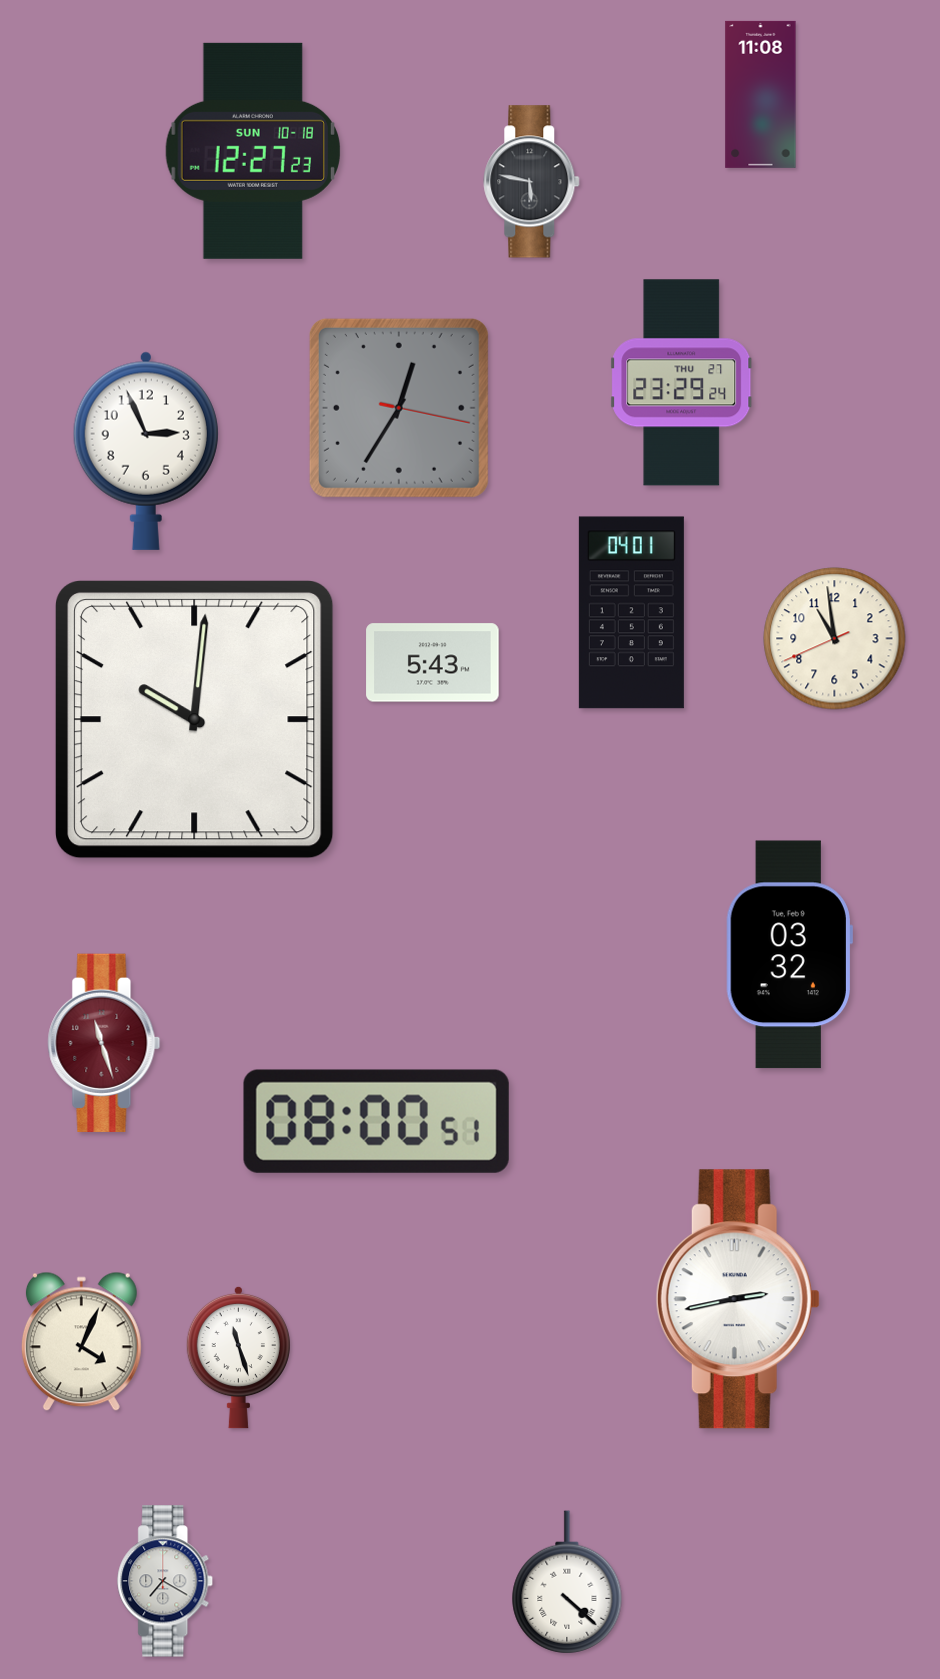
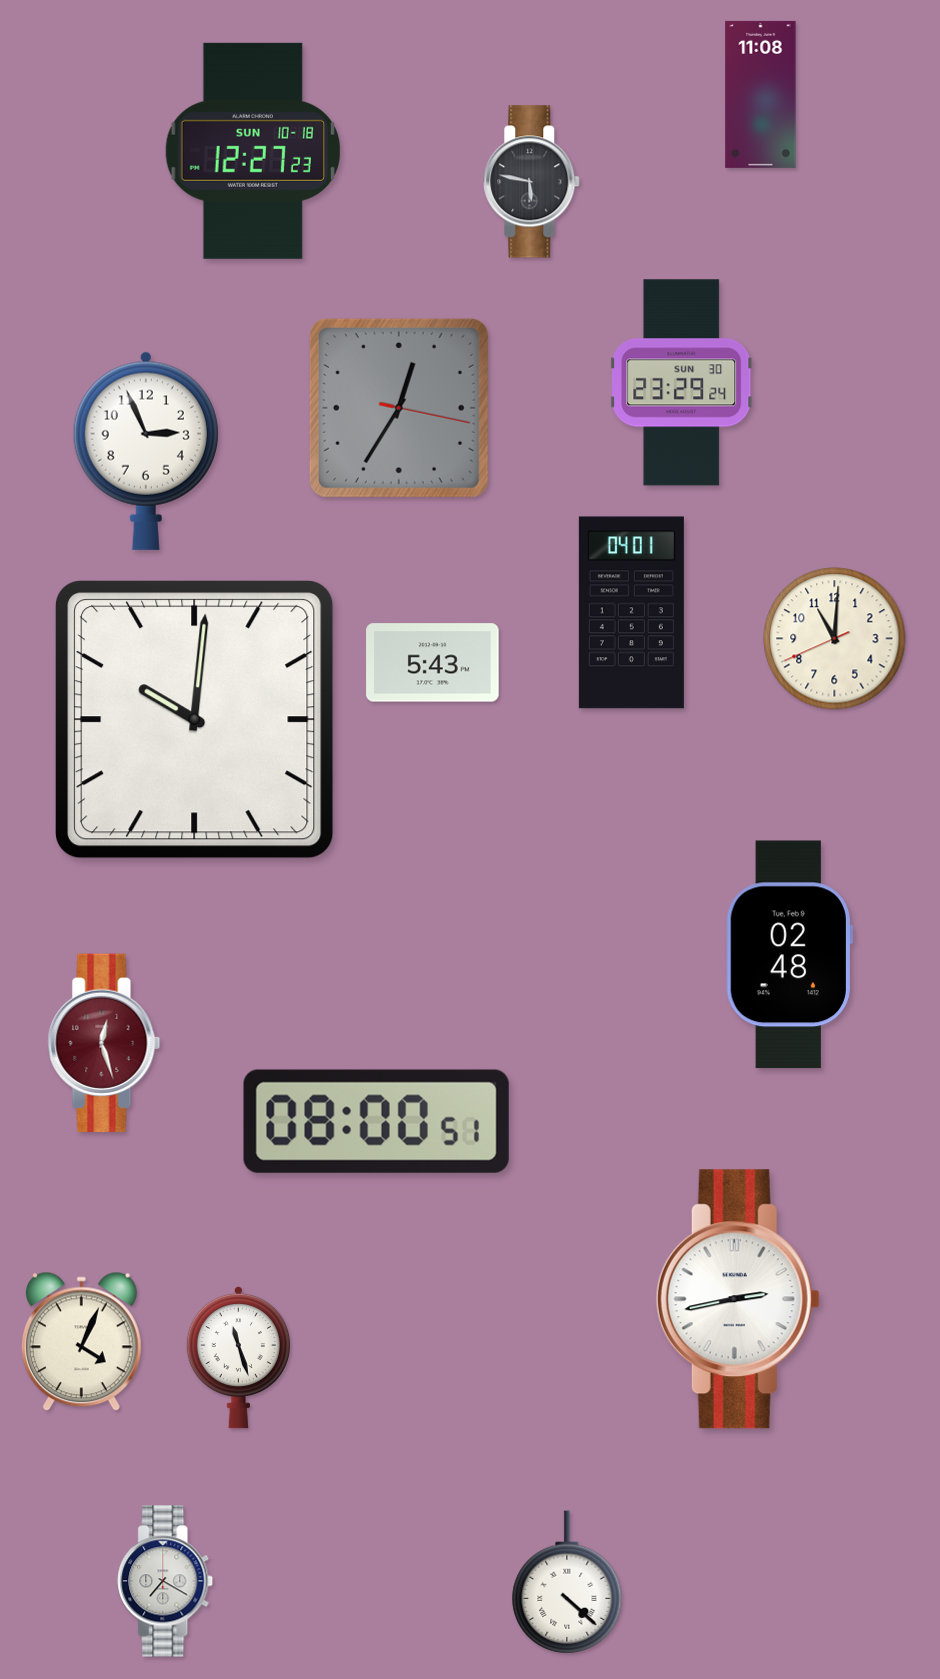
clock at (682, 383) date: THU 27 -> SUN 30
clock at (835, 639): 10:58 -> 11:00
clock at (789, 955): 03:32 -> 02:48
clock at (104, 1043): 11:27 -> 12:27
